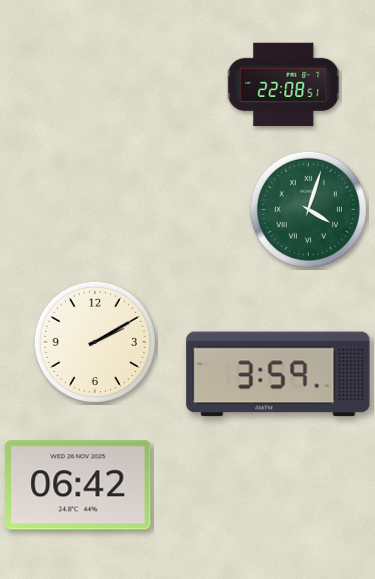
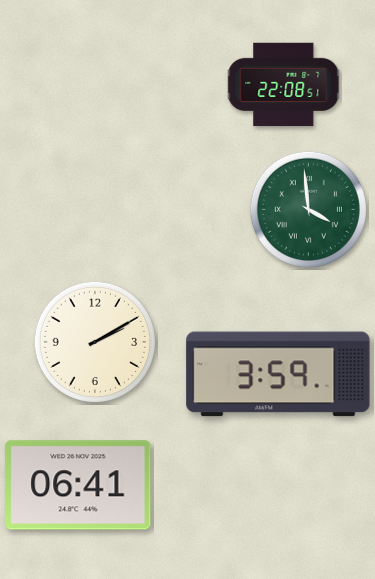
clock at (308, 209): 4:03 -> 3:59
clock at (78, 485): 06:42 -> 06:41
